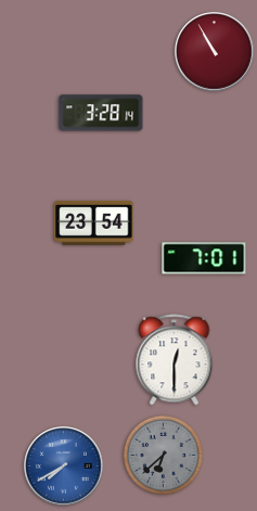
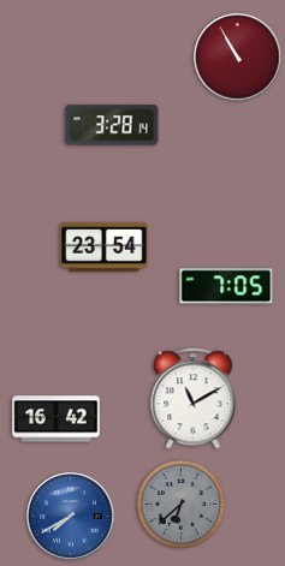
clock at (204, 258): 7:01 -> 7:05
clock at (175, 360): 12:30 -> 11:10
clock at (57, 419): none -> 16:42
